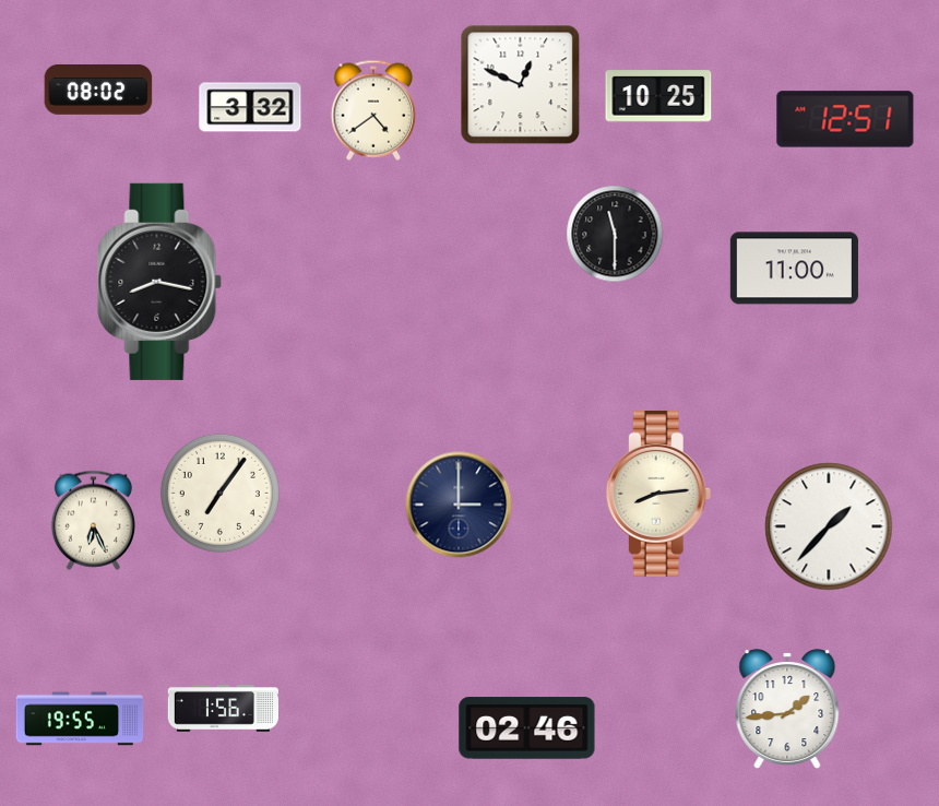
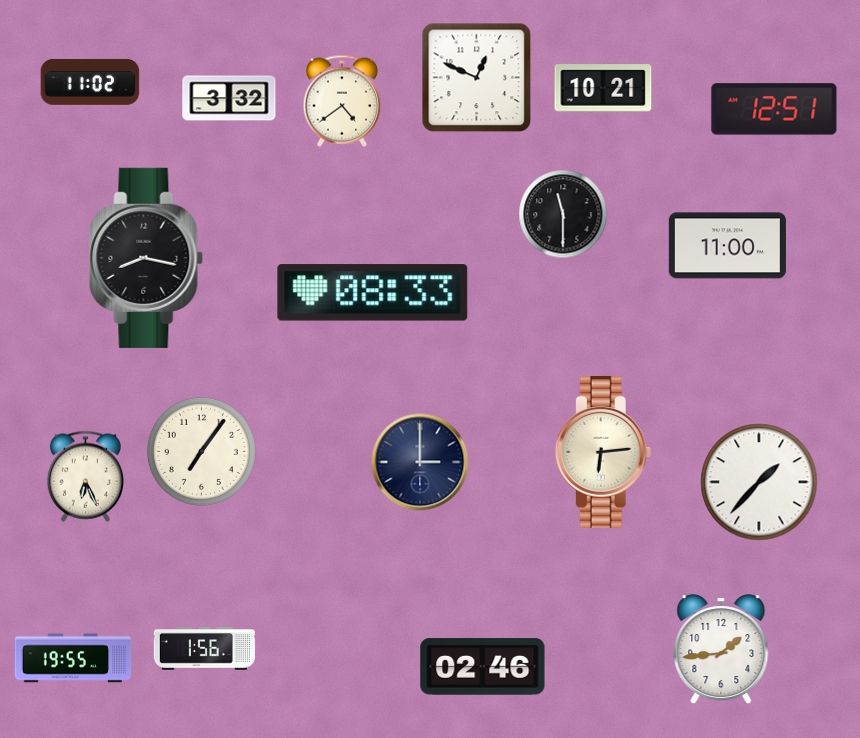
clock at (98, 90): 08:02 -> 11:02
clock at (658, 96): 10:25 -> 10:21
clock at (373, 293): none -> 08:33
clock at (658, 494): 8:14 -> 6:14
